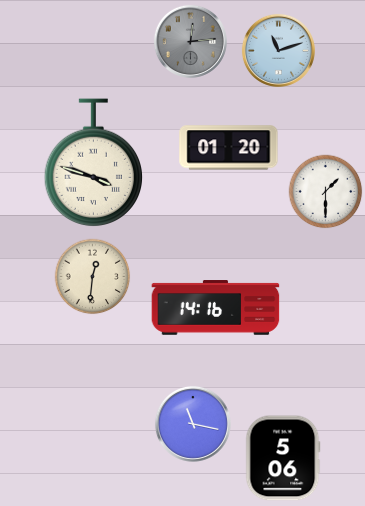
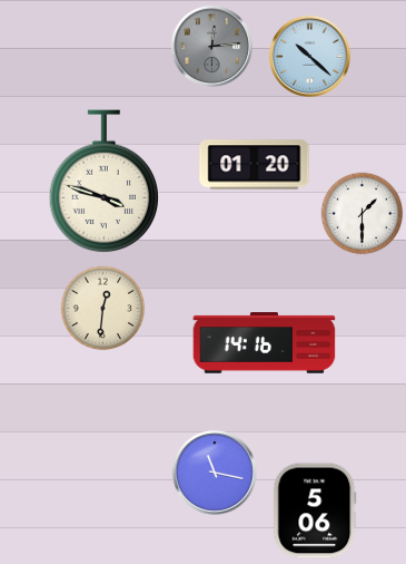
clock at (278, 50): 11:12 -> 10:22
clock at (216, 308) position: (216, 308) -> (265, 343)
